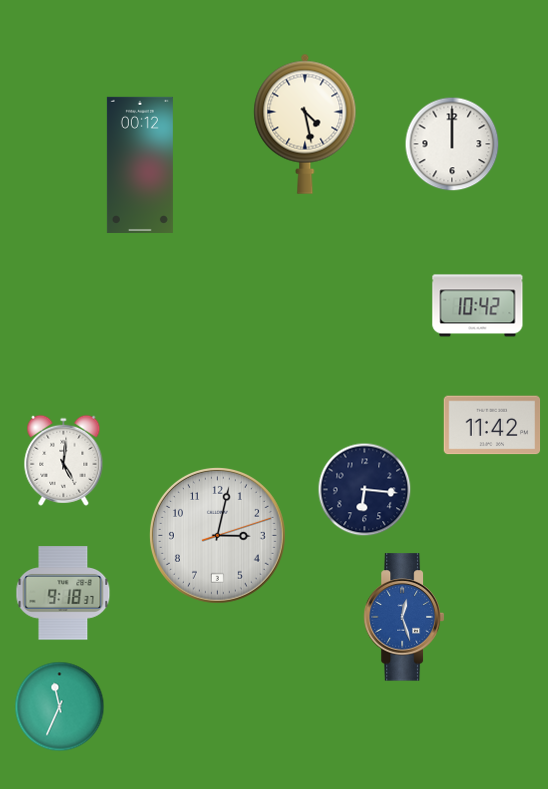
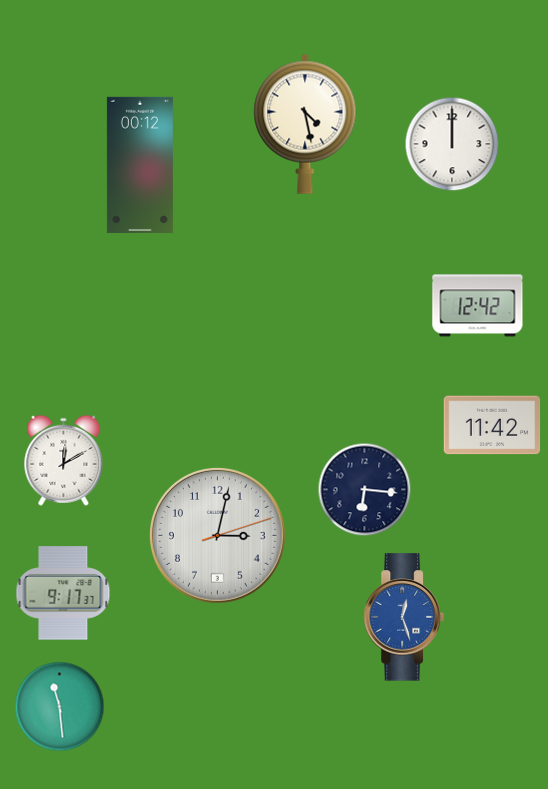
clock at (478, 306): 10:42 -> 12:42
clock at (64, 460): 5:01 -> 12:10
clock at (63, 593): 9:18 -> 9:17
clock at (60, 707): 11:34 -> 11:29
